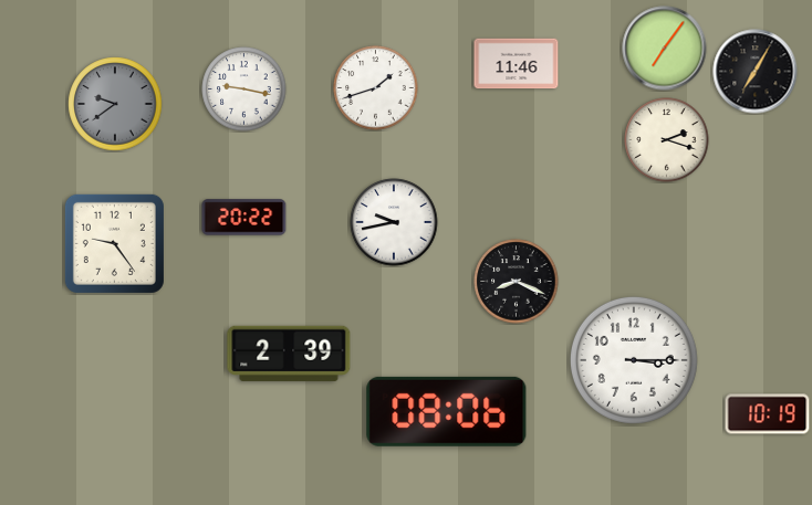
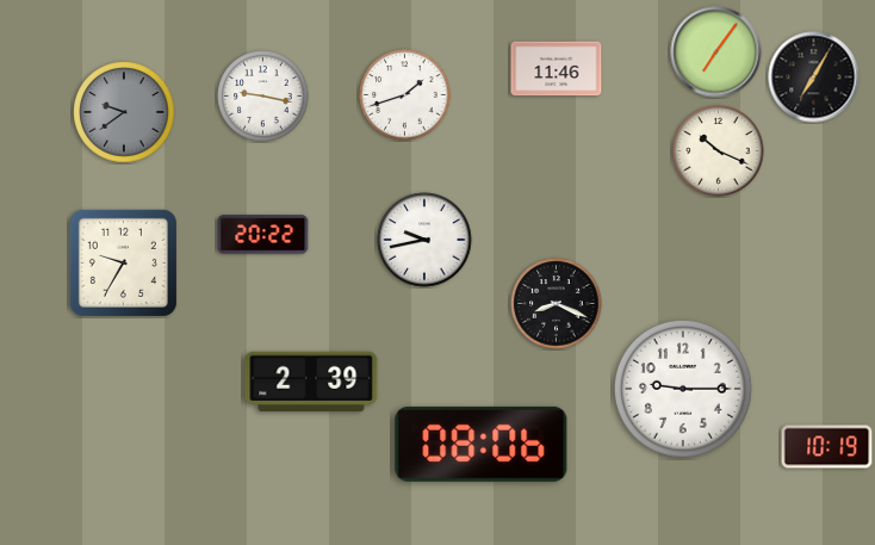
clock at (667, 140): 2:18 -> 10:19
clock at (114, 243): 9:24 -> 9:35
clock at (634, 360): 3:15 -> 9:15
